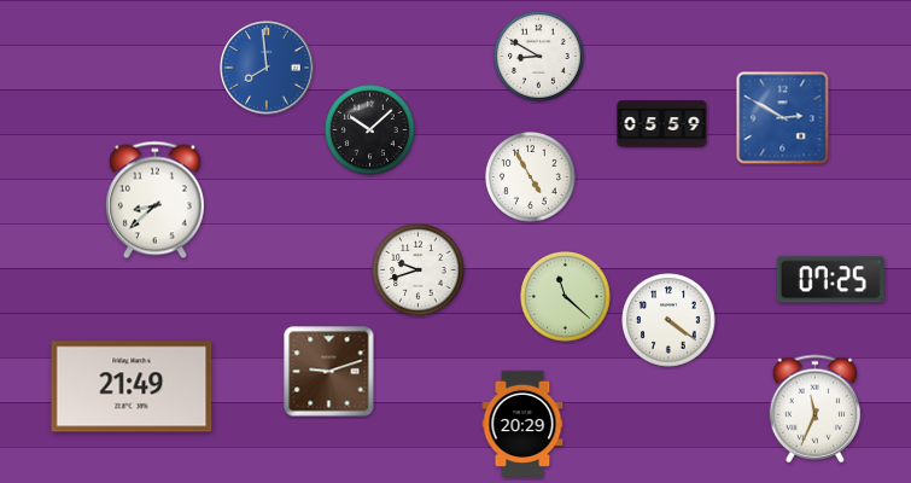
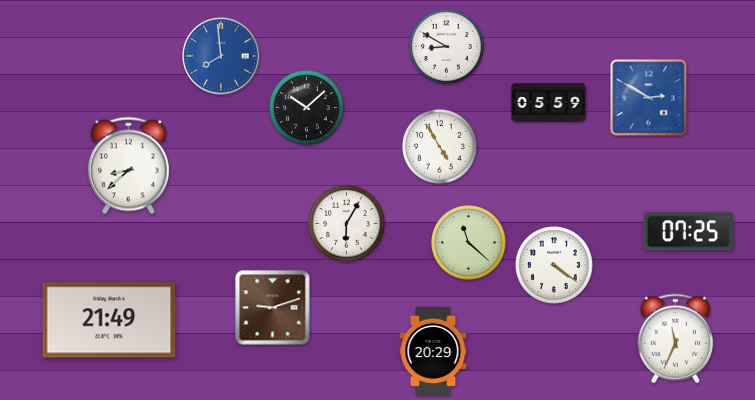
clock at (419, 270): 9:42 -> 6:05
clock at (566, 297) position: (566, 297) -> (469, 243)
